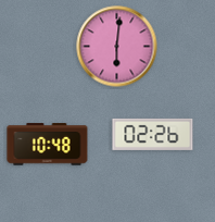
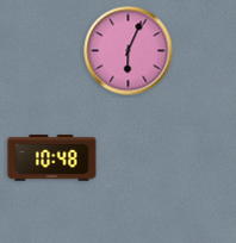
clock at (117, 47): 6:01 -> 6:04
clock at (153, 134): 02:26 -> none
